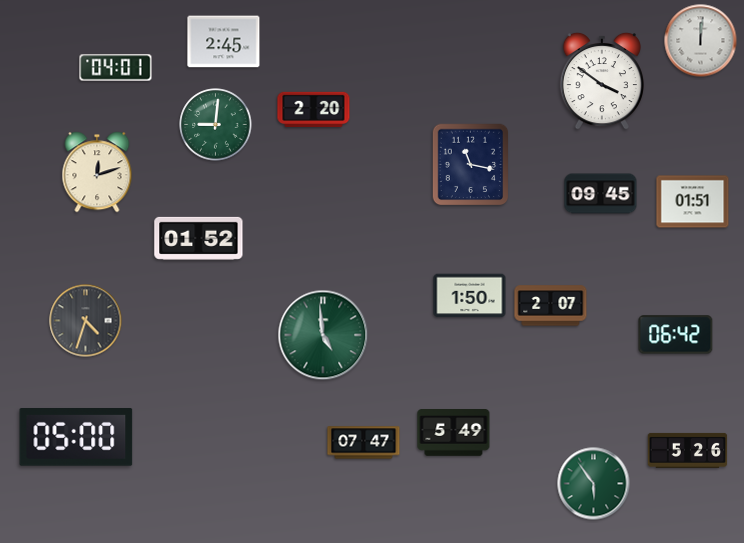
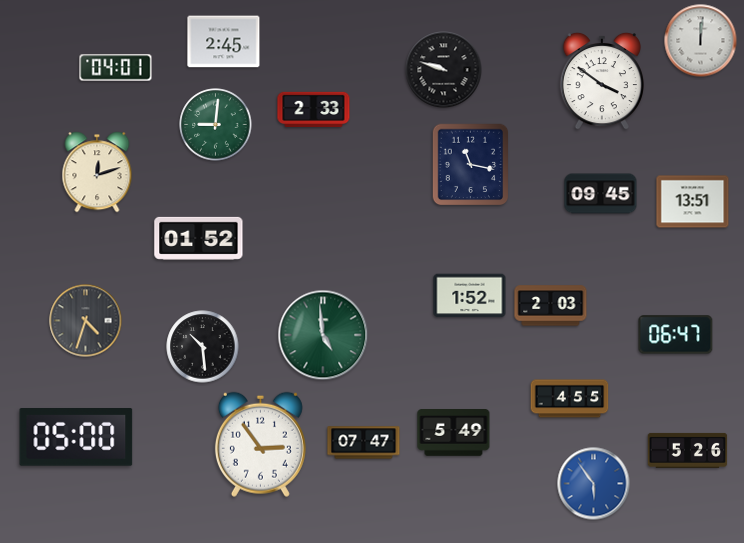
clock at (444, 70): none -> 9:48
clock at (314, 110): 2:20 -> 2:33
clock at (693, 202): 01:51 -> 13:51
clock at (470, 296): 1:50 -> 1:52
clock at (551, 306): 2:07 -> 2:03
clock at (676, 335): 06:42 -> 06:47
clock at (203, 347): none -> 10:29
clock at (570, 399): none -> 4:55
clock at (260, 444): none -> 2:54
clock at (594, 484) dial: green -> blue
